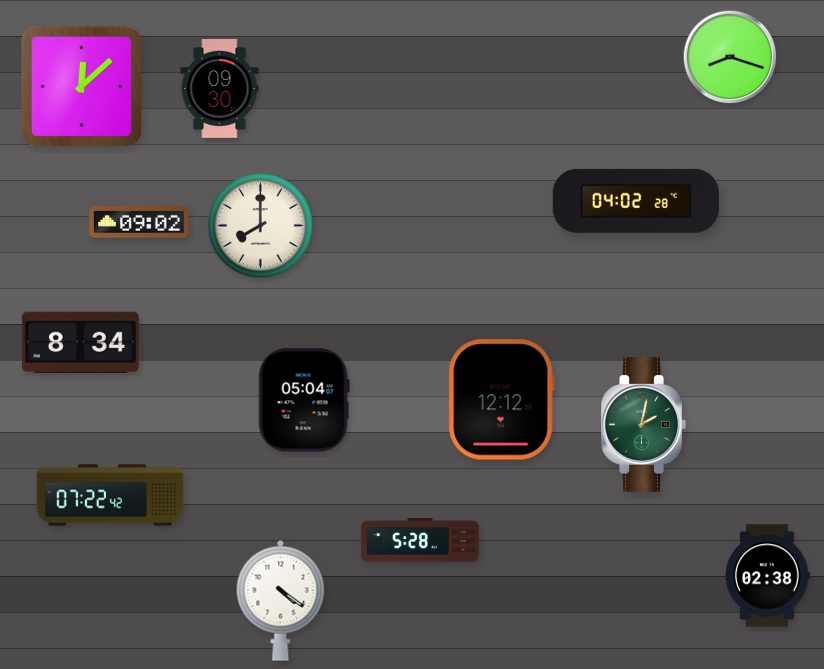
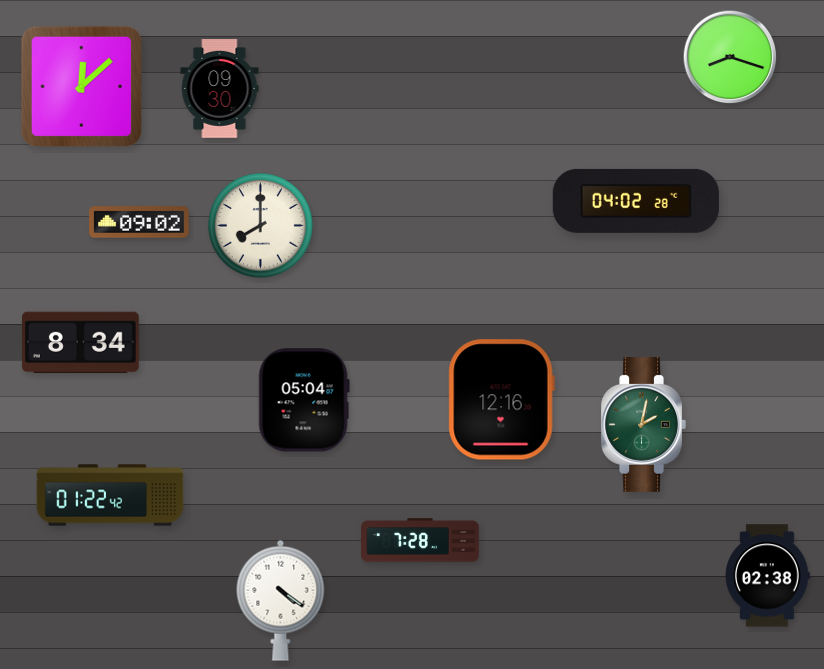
clock at (501, 400): 12:12 -> 12:16
clock at (110, 495): 07:22 -> 01:22
clock at (420, 540): 5:28 -> 7:28
